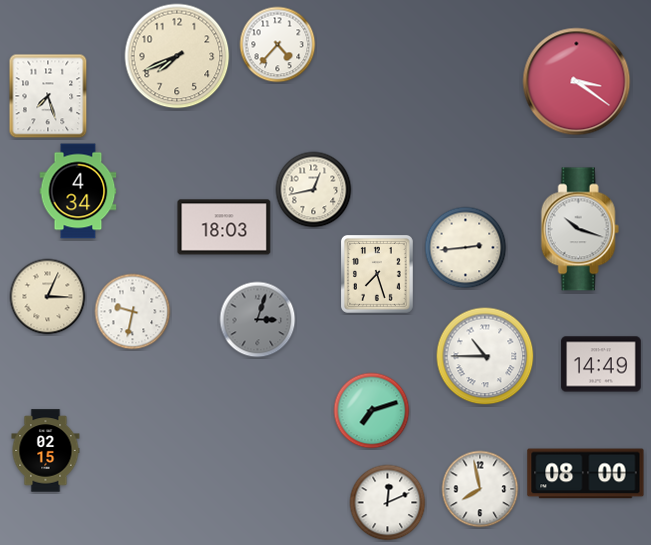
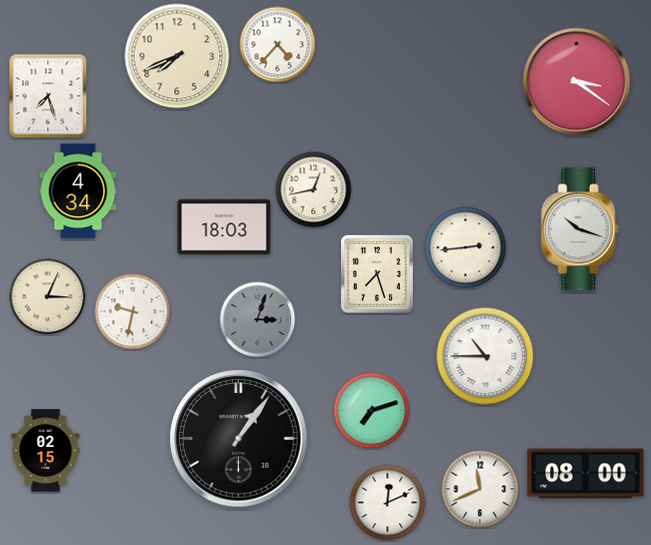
clock at (601, 364): 14:49 -> none
clock at (239, 439): none -> 1:06
clock at (480, 489): 7:58 -> 11:41
